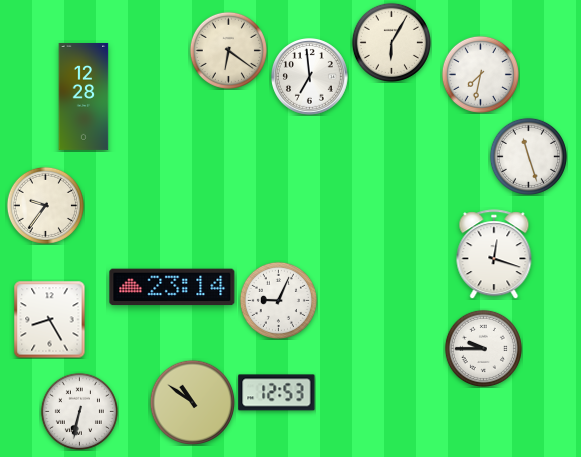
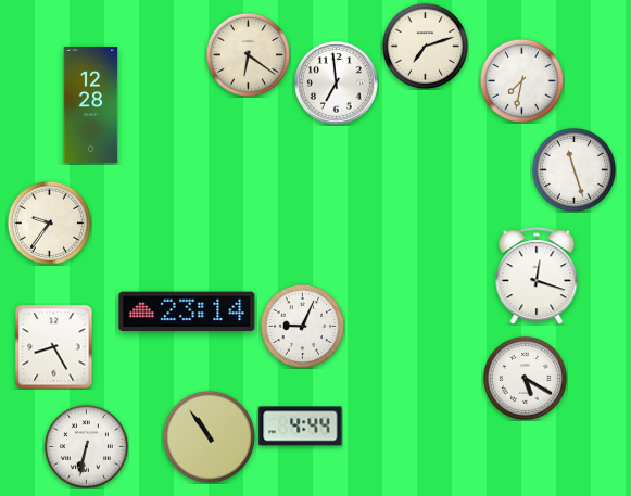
clock at (391, 42): 6:05 -> 7:12
clock at (483, 348): 9:45 -> 5:20
clock at (277, 393): 12:53 -> 4:44
clock at (192, 402): 10:51 -> 10:54
